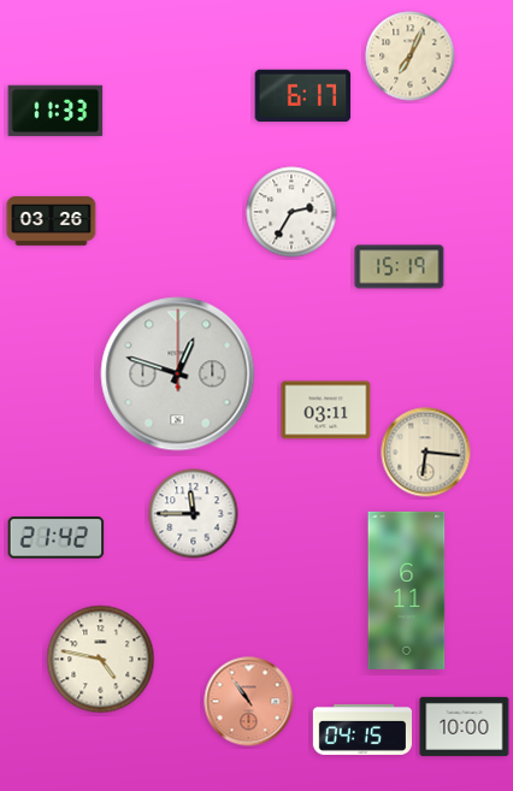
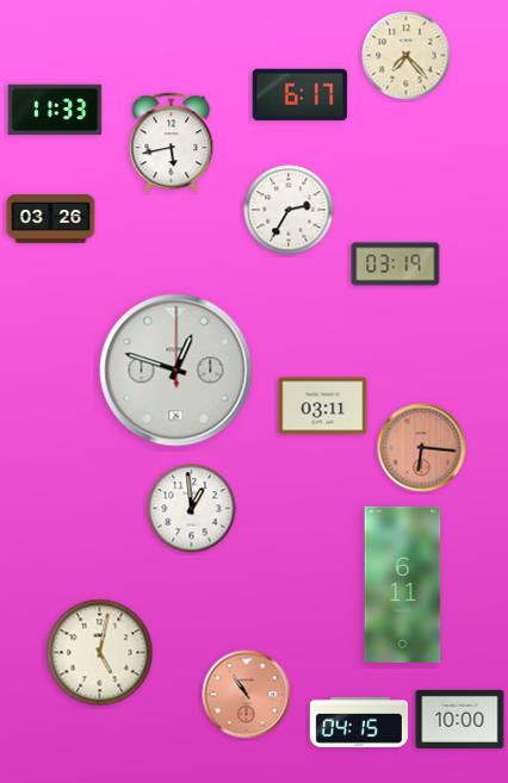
clock at (411, 57): 7:04 -> 7:23
clock at (172, 143): none -> 5:43
clock at (400, 267): 15:19 -> 03:19
clock at (426, 453) dial: cream -> salmon
clock at (194, 514): 11:45 -> 12:59
clock at (57, 538): 21:42 -> none
clock at (101, 660): 4:47 -> 5:02
